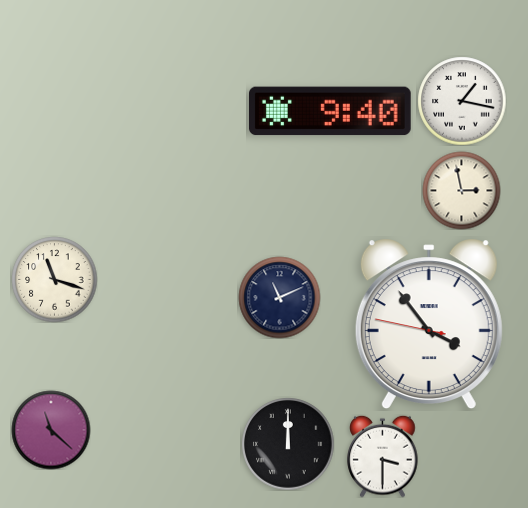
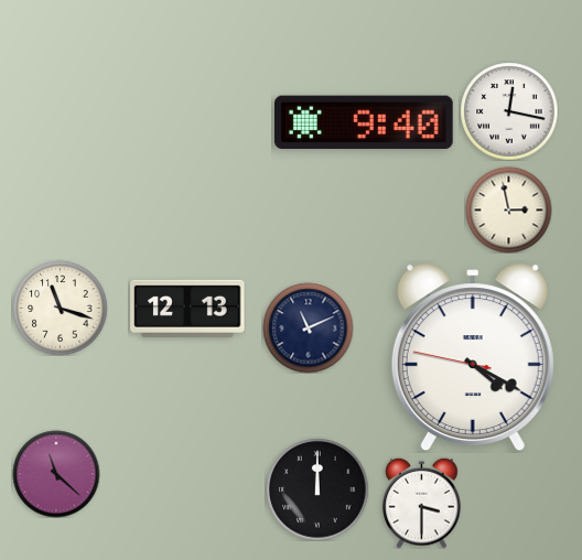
clock at (462, 101): 1:17 -> 12:17
clock at (187, 309): none -> 12:13
clock at (429, 324): 3:53 -> 4:19
